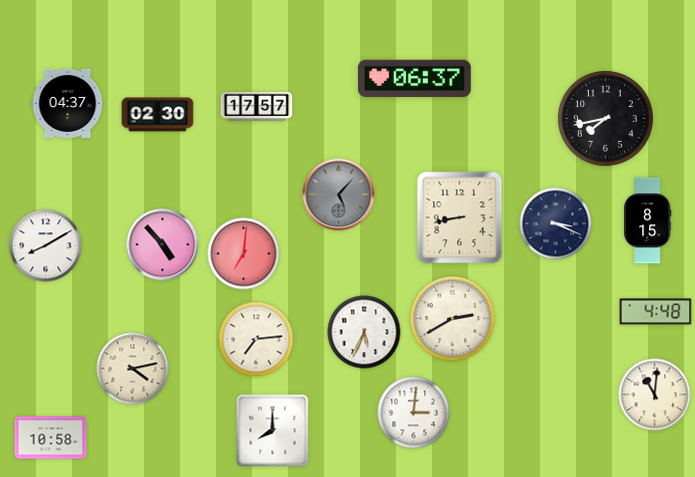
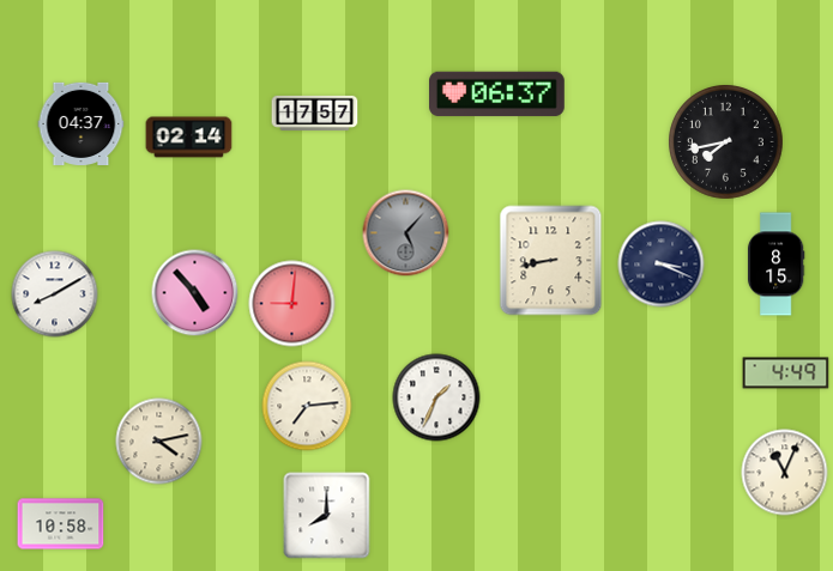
clock at (257, 106) position: (257, 106) -> (315, 113)
clock at (158, 115): 02:30 -> 02:14
clock at (556, 224) position: (556, 224) -> (662, 265)
clock at (244, 254): 7:01 -> 9:01
clock at (656, 312): 4:48 -> 4:49
clock at (453, 319): 2:40 -> none
clock at (364, 332): 5:34 -> 1:34
clock at (655, 395): 11:01 -> 11:04
clock at (414, 413): 3:01 -> none
